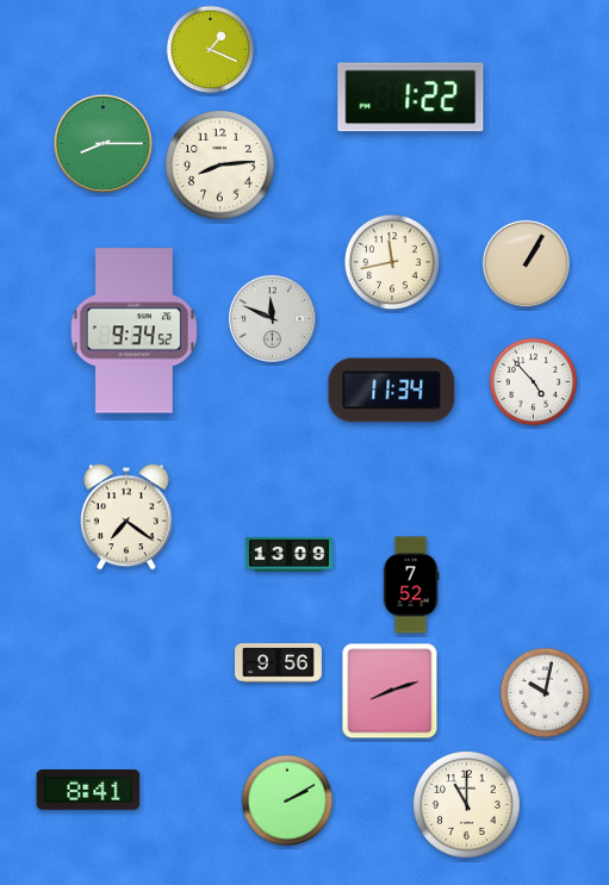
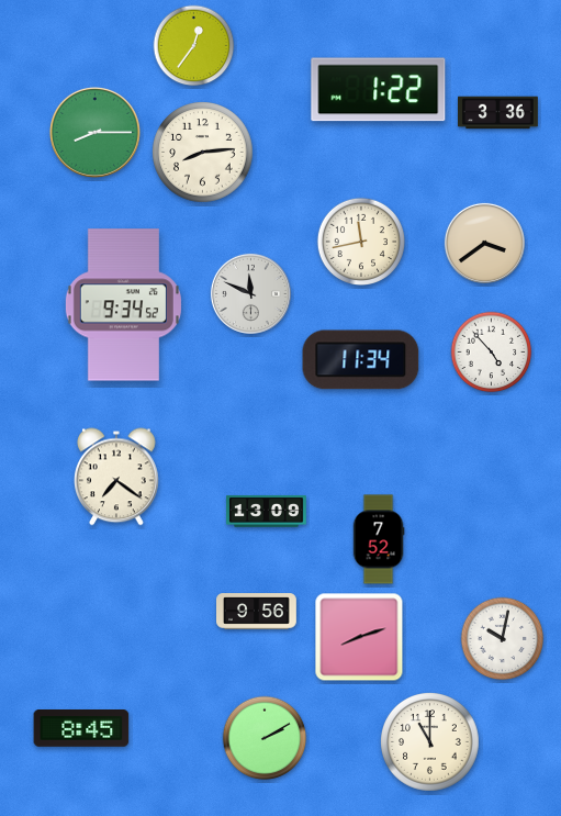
clock at (211, 50): 1:19 -> 12:36
clock at (498, 113): none -> 3:36
clock at (526, 263): 1:05 -> 3:39
clock at (88, 791): 8:41 -> 8:45
